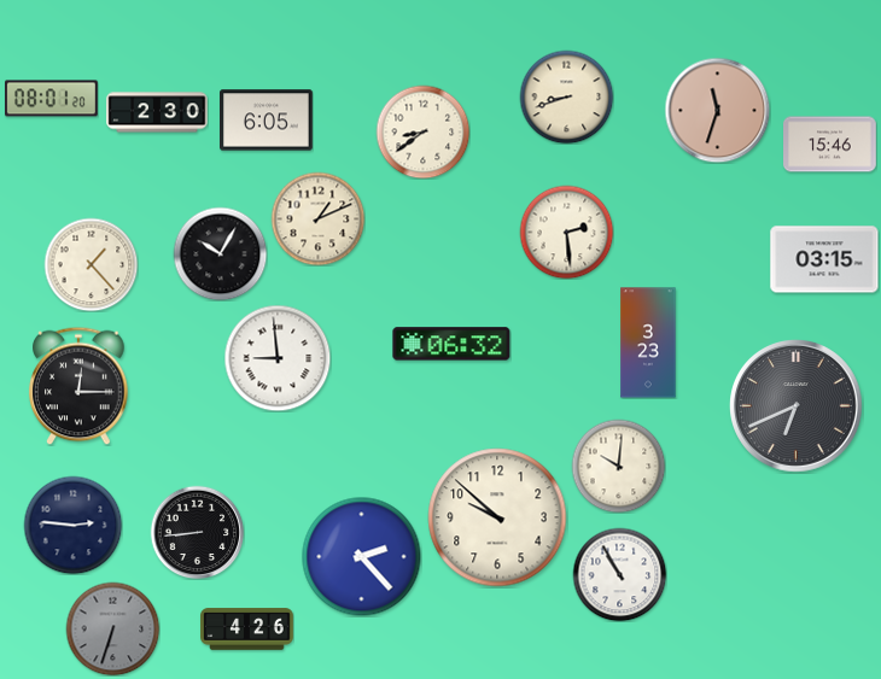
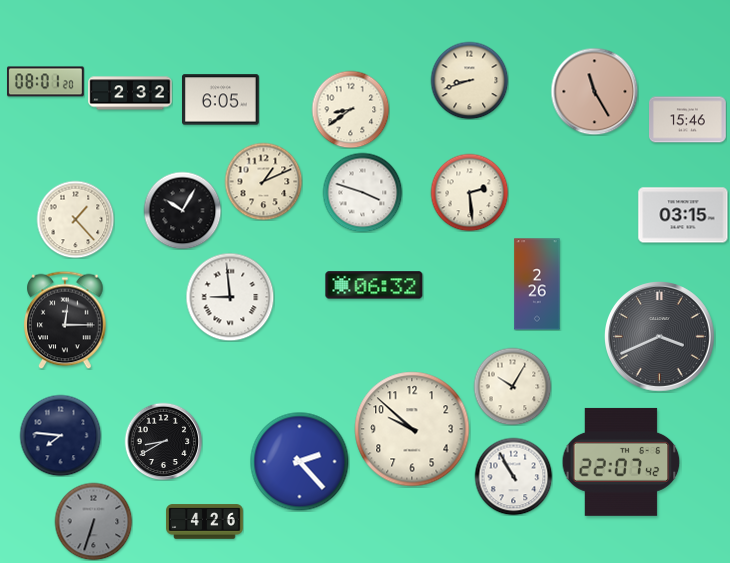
clock at (52, 99) position: (52, 99) -> (46, 82)
clock at (717, 110): 11:33 -> 11:25
clock at (157, 112): 2:30 -> 2:32
clock at (362, 192): none -> 3:48
clock at (648, 343): 3:23 -> 2:26
clock at (797, 406): 6:41 -> 3:41
clock at (618, 466): 10:01 -> 10:05
clock at (72, 525): 2:46 -> 7:46
clock at (197, 532): 8:44 -> 8:40
clock at (621, 462): none -> 22:07
